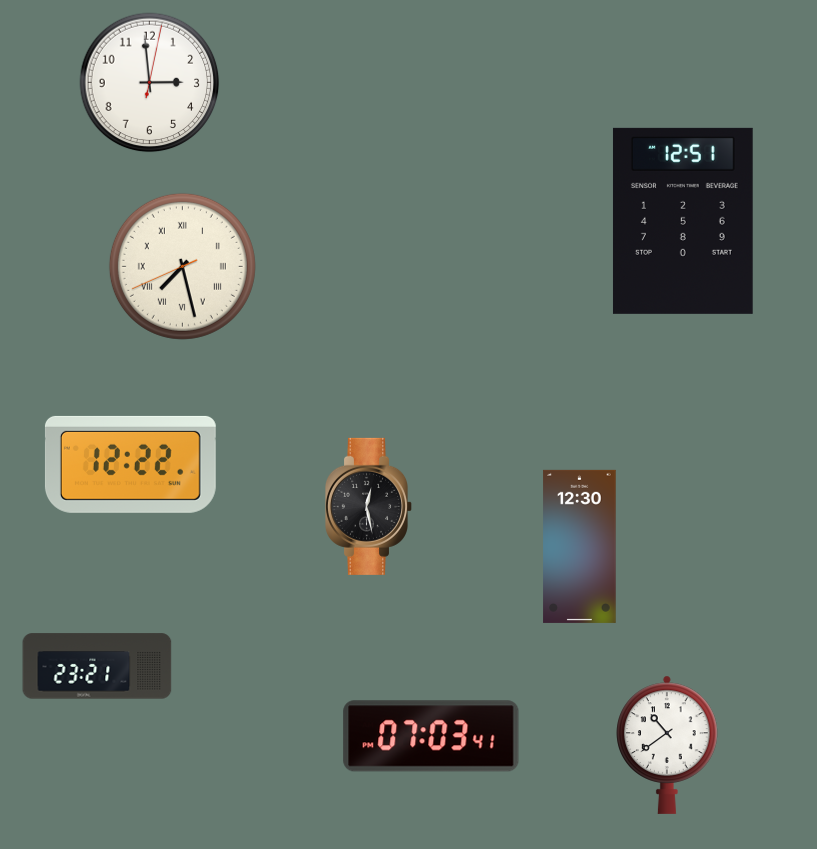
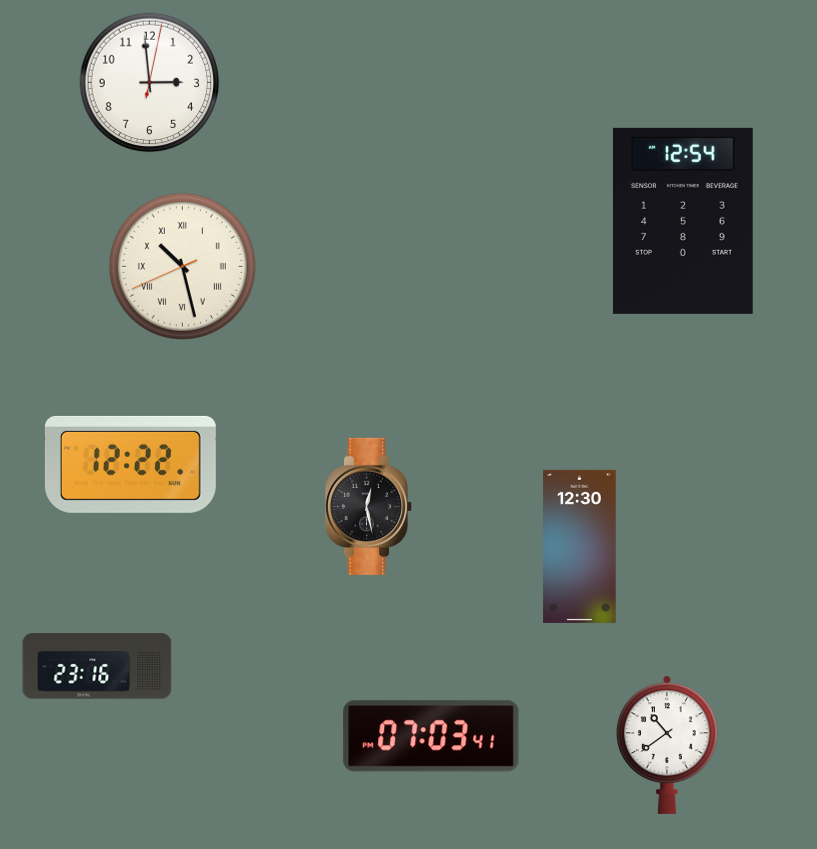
clock at (683, 221): 12:51 -> 12:54
clock at (182, 266): 7:27 -> 10:27
clock at (97, 666): 23:21 -> 23:16
